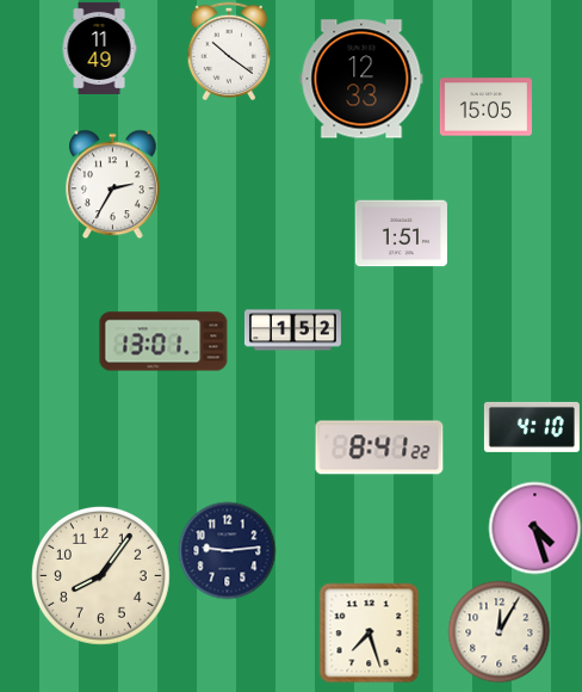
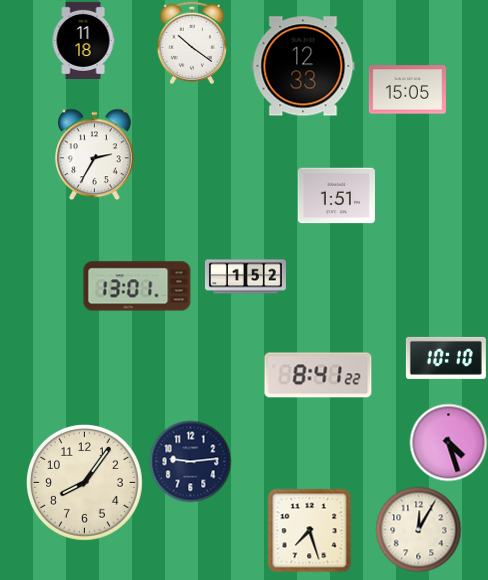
clock at (99, 48): 11:49 -> 11:18
clock at (532, 427): 4:10 -> 10:10
